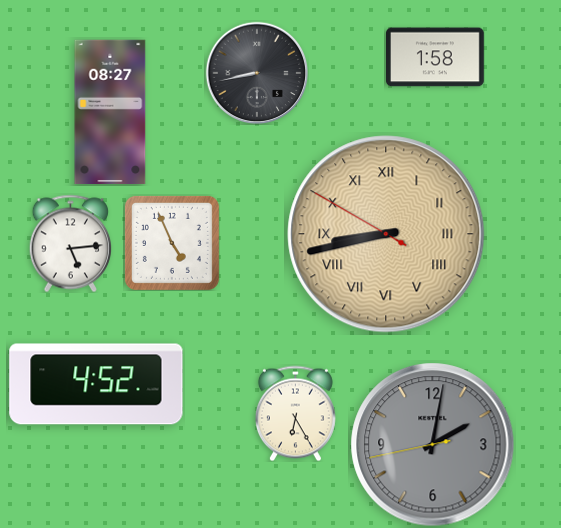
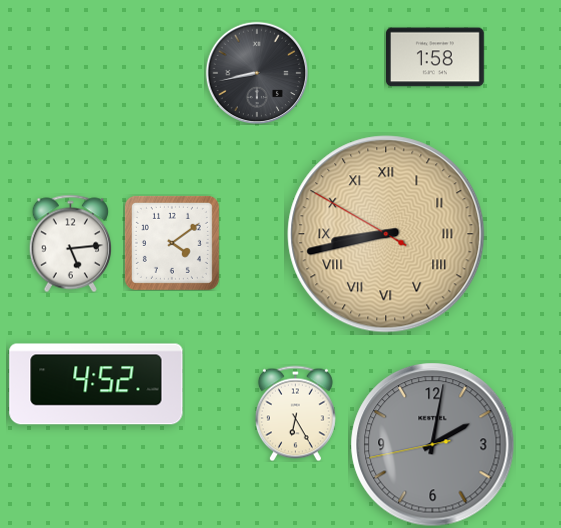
clock at (110, 112): 08:27 -> none
clock at (172, 243): 4:56 -> 4:09
